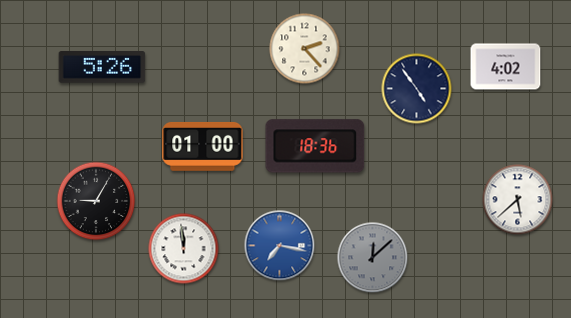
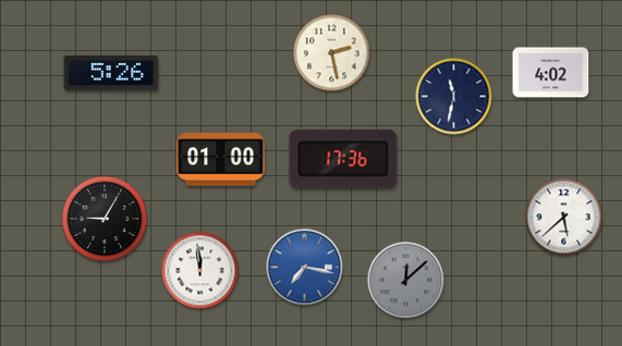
clock at (305, 49): 2:23 -> 2:28
clock at (417, 89): 4:54 -> 11:32
clock at (315, 146): 18:36 -> 17:36
